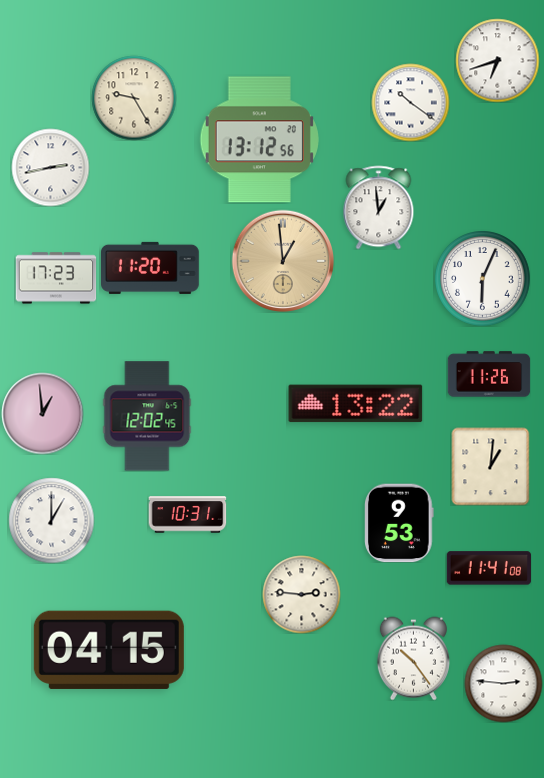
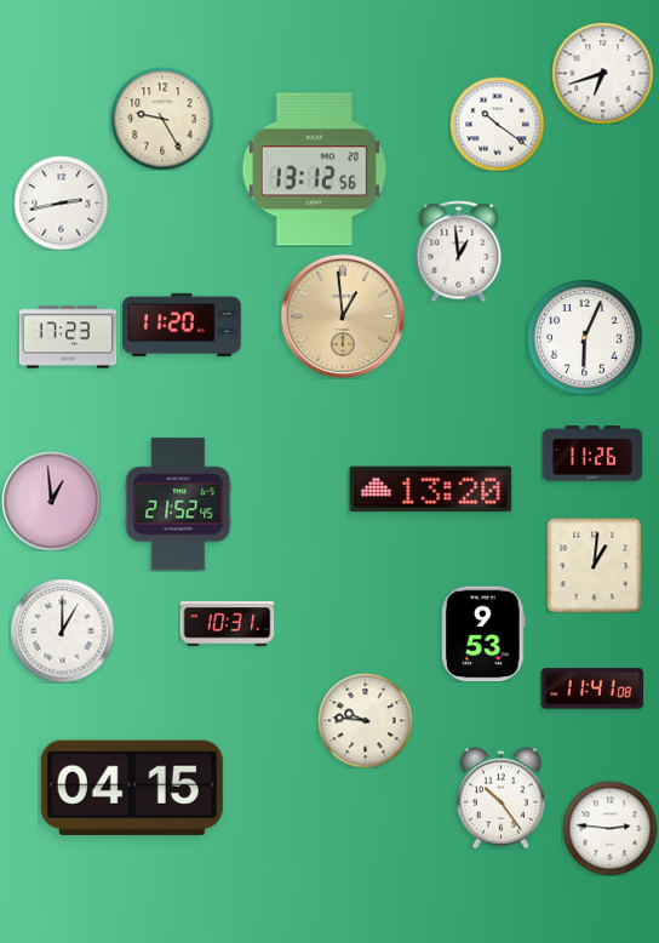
clock at (356, 404): 13:22 -> 13:20
clock at (147, 416): 12:02 -> 21:52
clock at (301, 594): 2:46 -> 9:46
